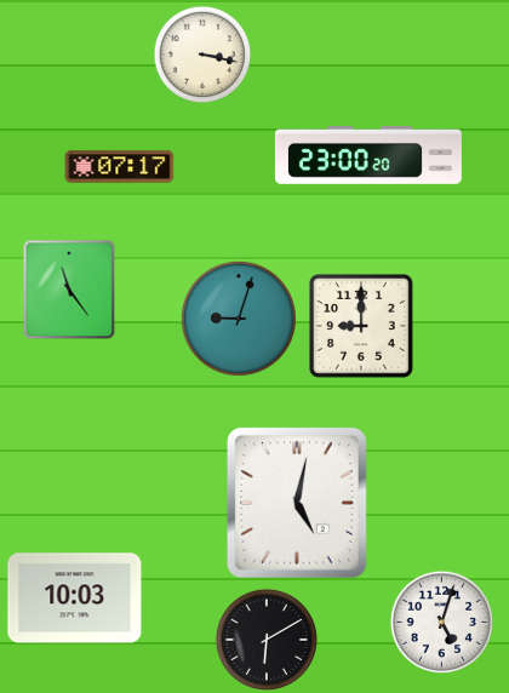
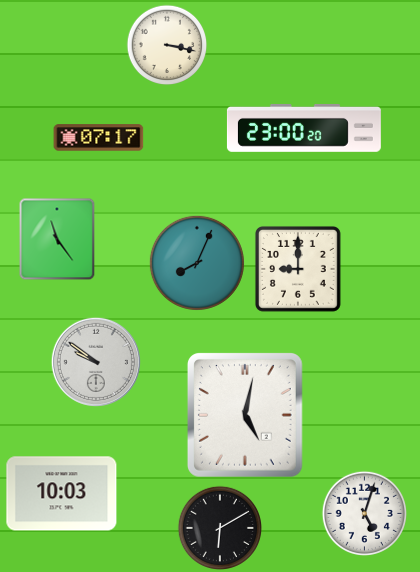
clock at (239, 319): 9:03 -> 8:04
clock at (96, 362): none -> 9:51
